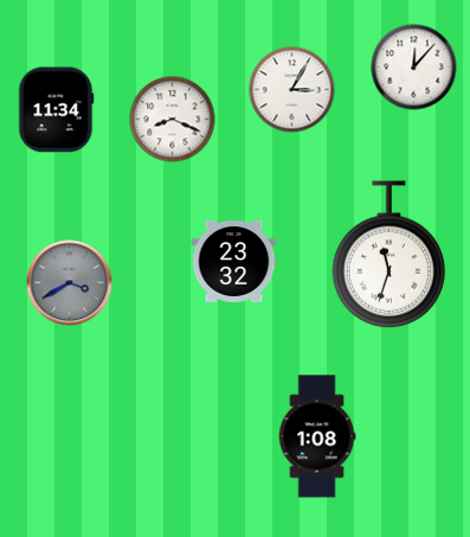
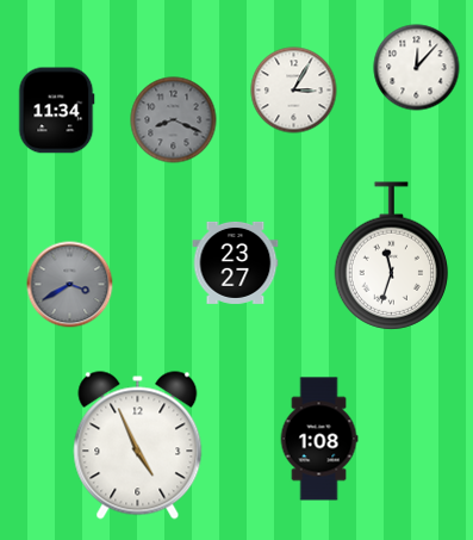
clock at (173, 120) dial: white -> grey
clock at (234, 261): 23:32 -> 23:27
clock at (138, 446): none -> 4:56
